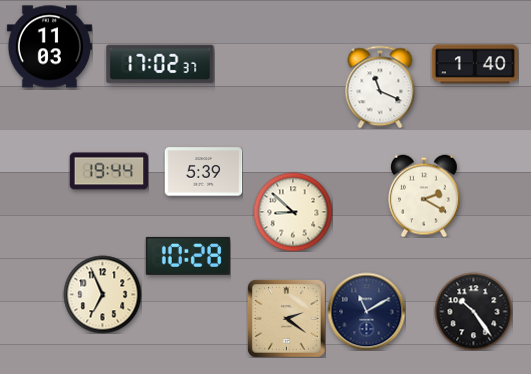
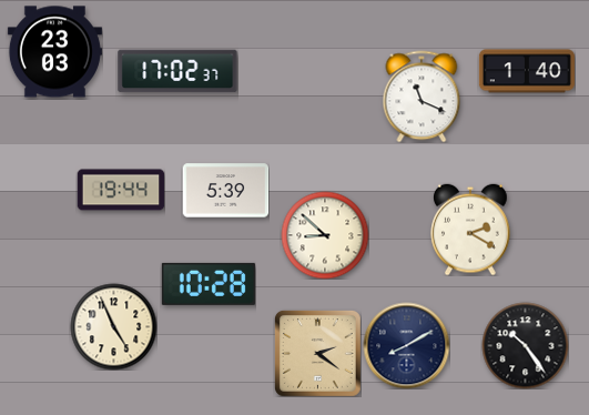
clock at (49, 47): 11:03 -> 23:03
clock at (424, 196) position: (424, 196) -> (470, 230)
clock at (102, 294): 6:56 -> 4:56
clock at (366, 311): 11:10 -> 8:10
